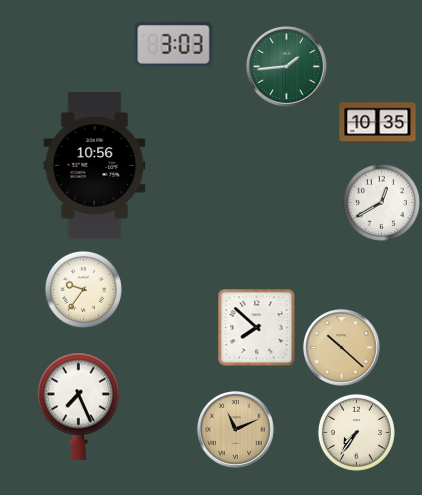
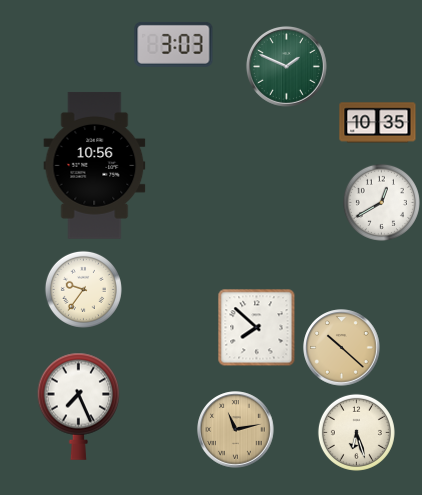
clock at (286, 66): 1:44 -> 1:49
clock at (236, 430): 11:11 -> 11:13
clock at (356, 432): 7:36 -> 6:27
